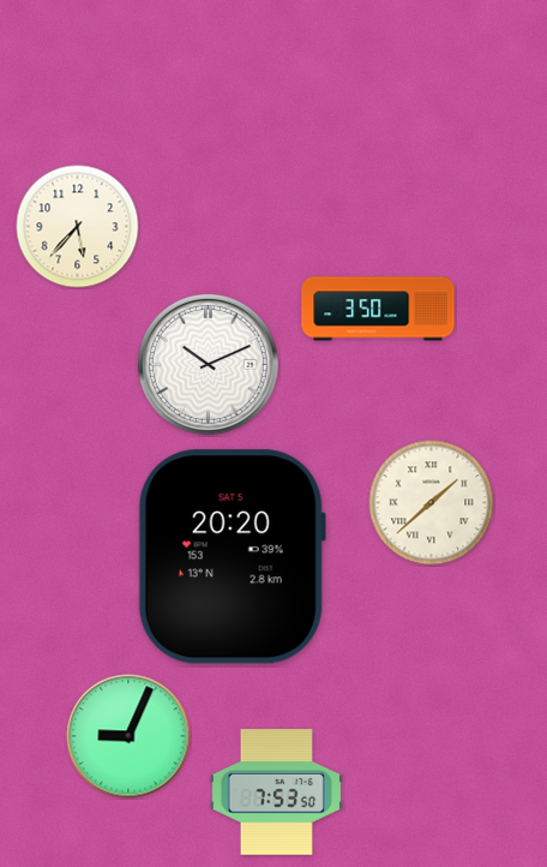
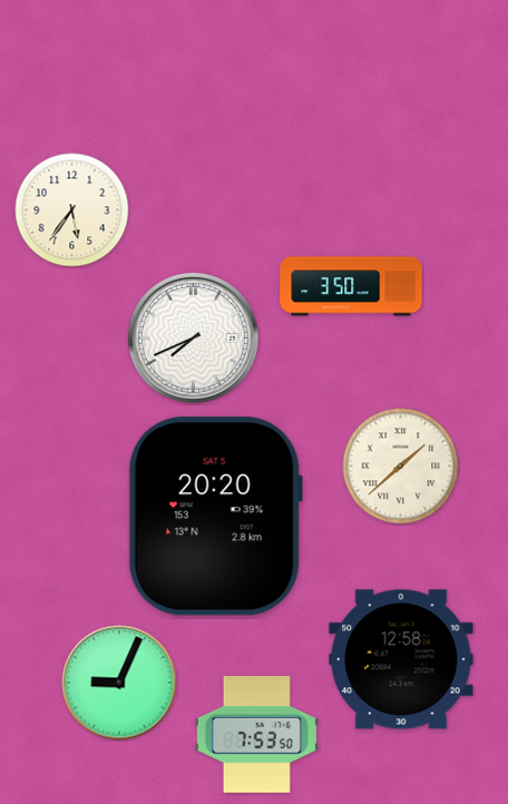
clock at (78, 227): 5:37 -> 5:36
clock at (208, 364): 10:11 -> 7:41
clock at (401, 659): none -> 12:58
